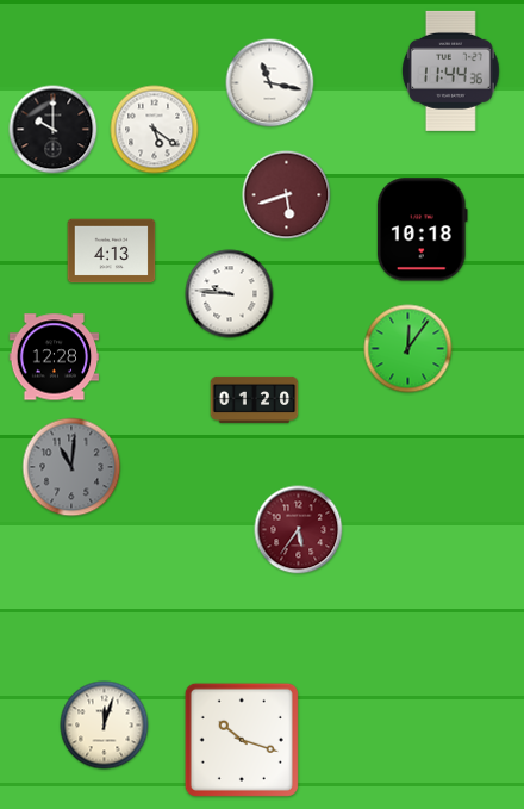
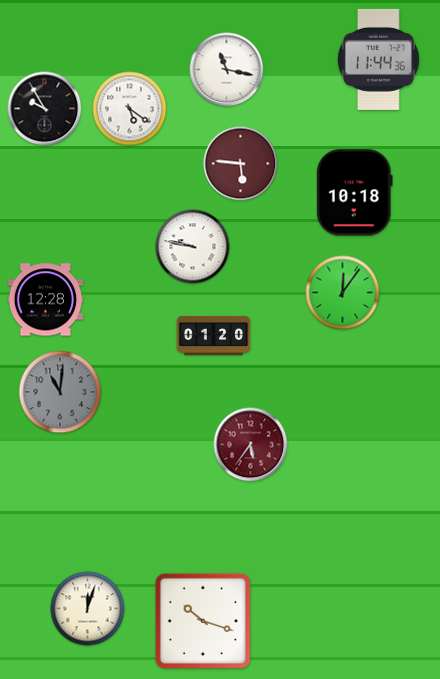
clock at (54, 130): 10:00 -> 9:55
clock at (287, 195): 5:42 -> 5:46
clock at (112, 251): 4:13 -> none
clock at (230, 294): 9:46 -> 9:47
